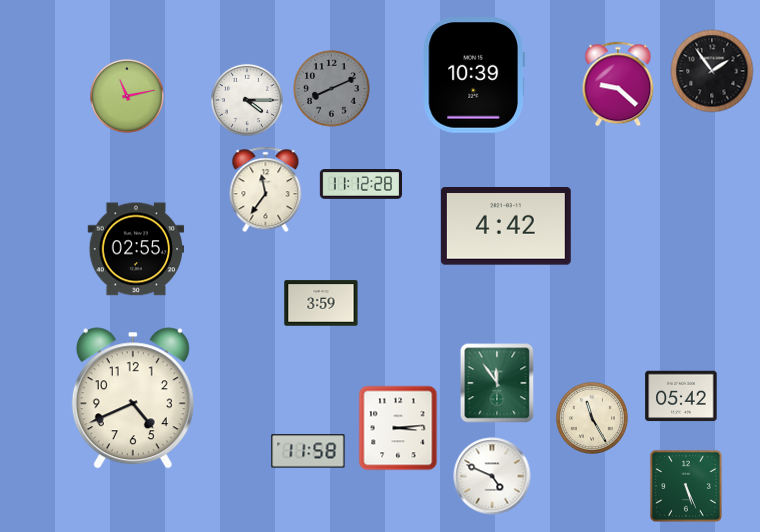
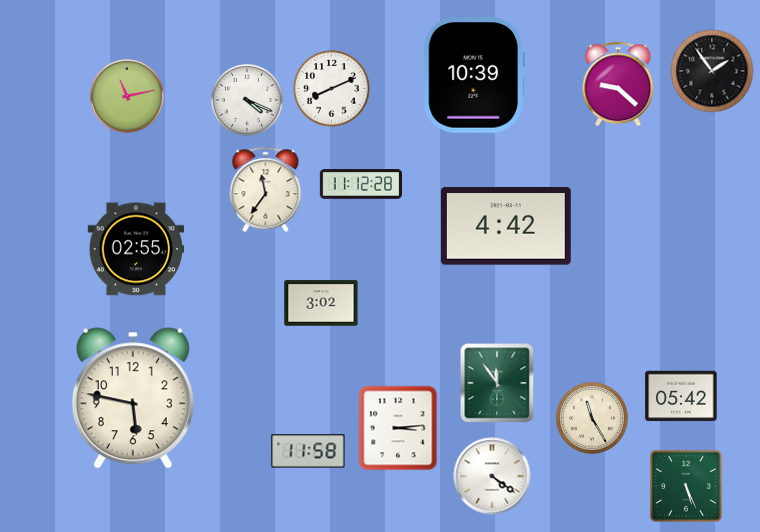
clock at (332, 89) dial: grey -> white
clock at (247, 100): 4:15 -> 4:19
clock at (321, 303): 3:59 -> 3:02
clock at (133, 398): 4:41 -> 5:47
clock at (492, 476): 4:49 -> 4:21
